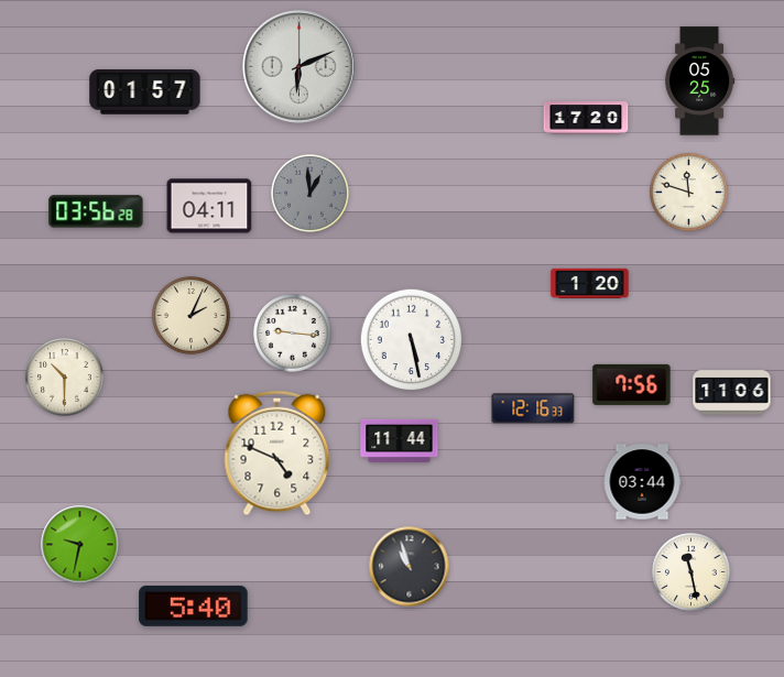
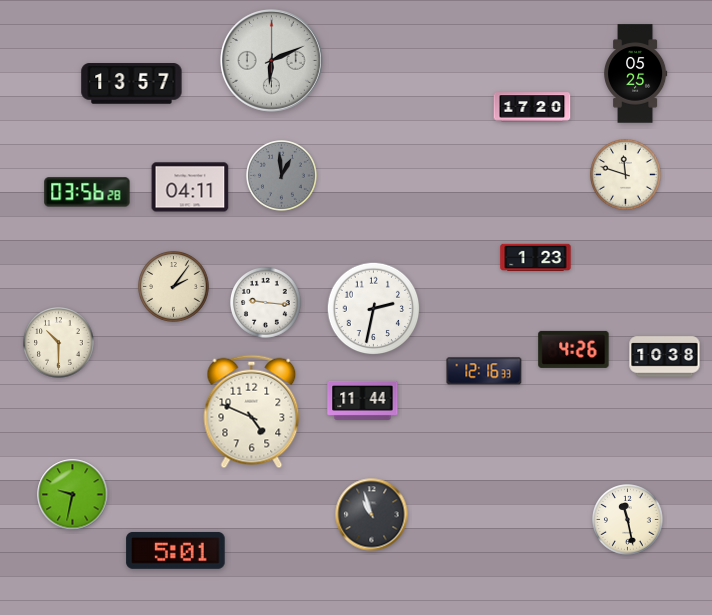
clock at (145, 92): 01:57 -> 13:57
clock at (590, 284): 1:20 -> 1:23
clock at (192, 316): 2:04 -> 2:06
clock at (412, 340): 5:28 -> 2:32
clock at (632, 384): 7:56 -> 4:26
clock at (732, 393): 11:06 -> 10:38
clock at (642, 482): 03:44 -> none
clock at (194, 605): 5:40 -> 5:01
